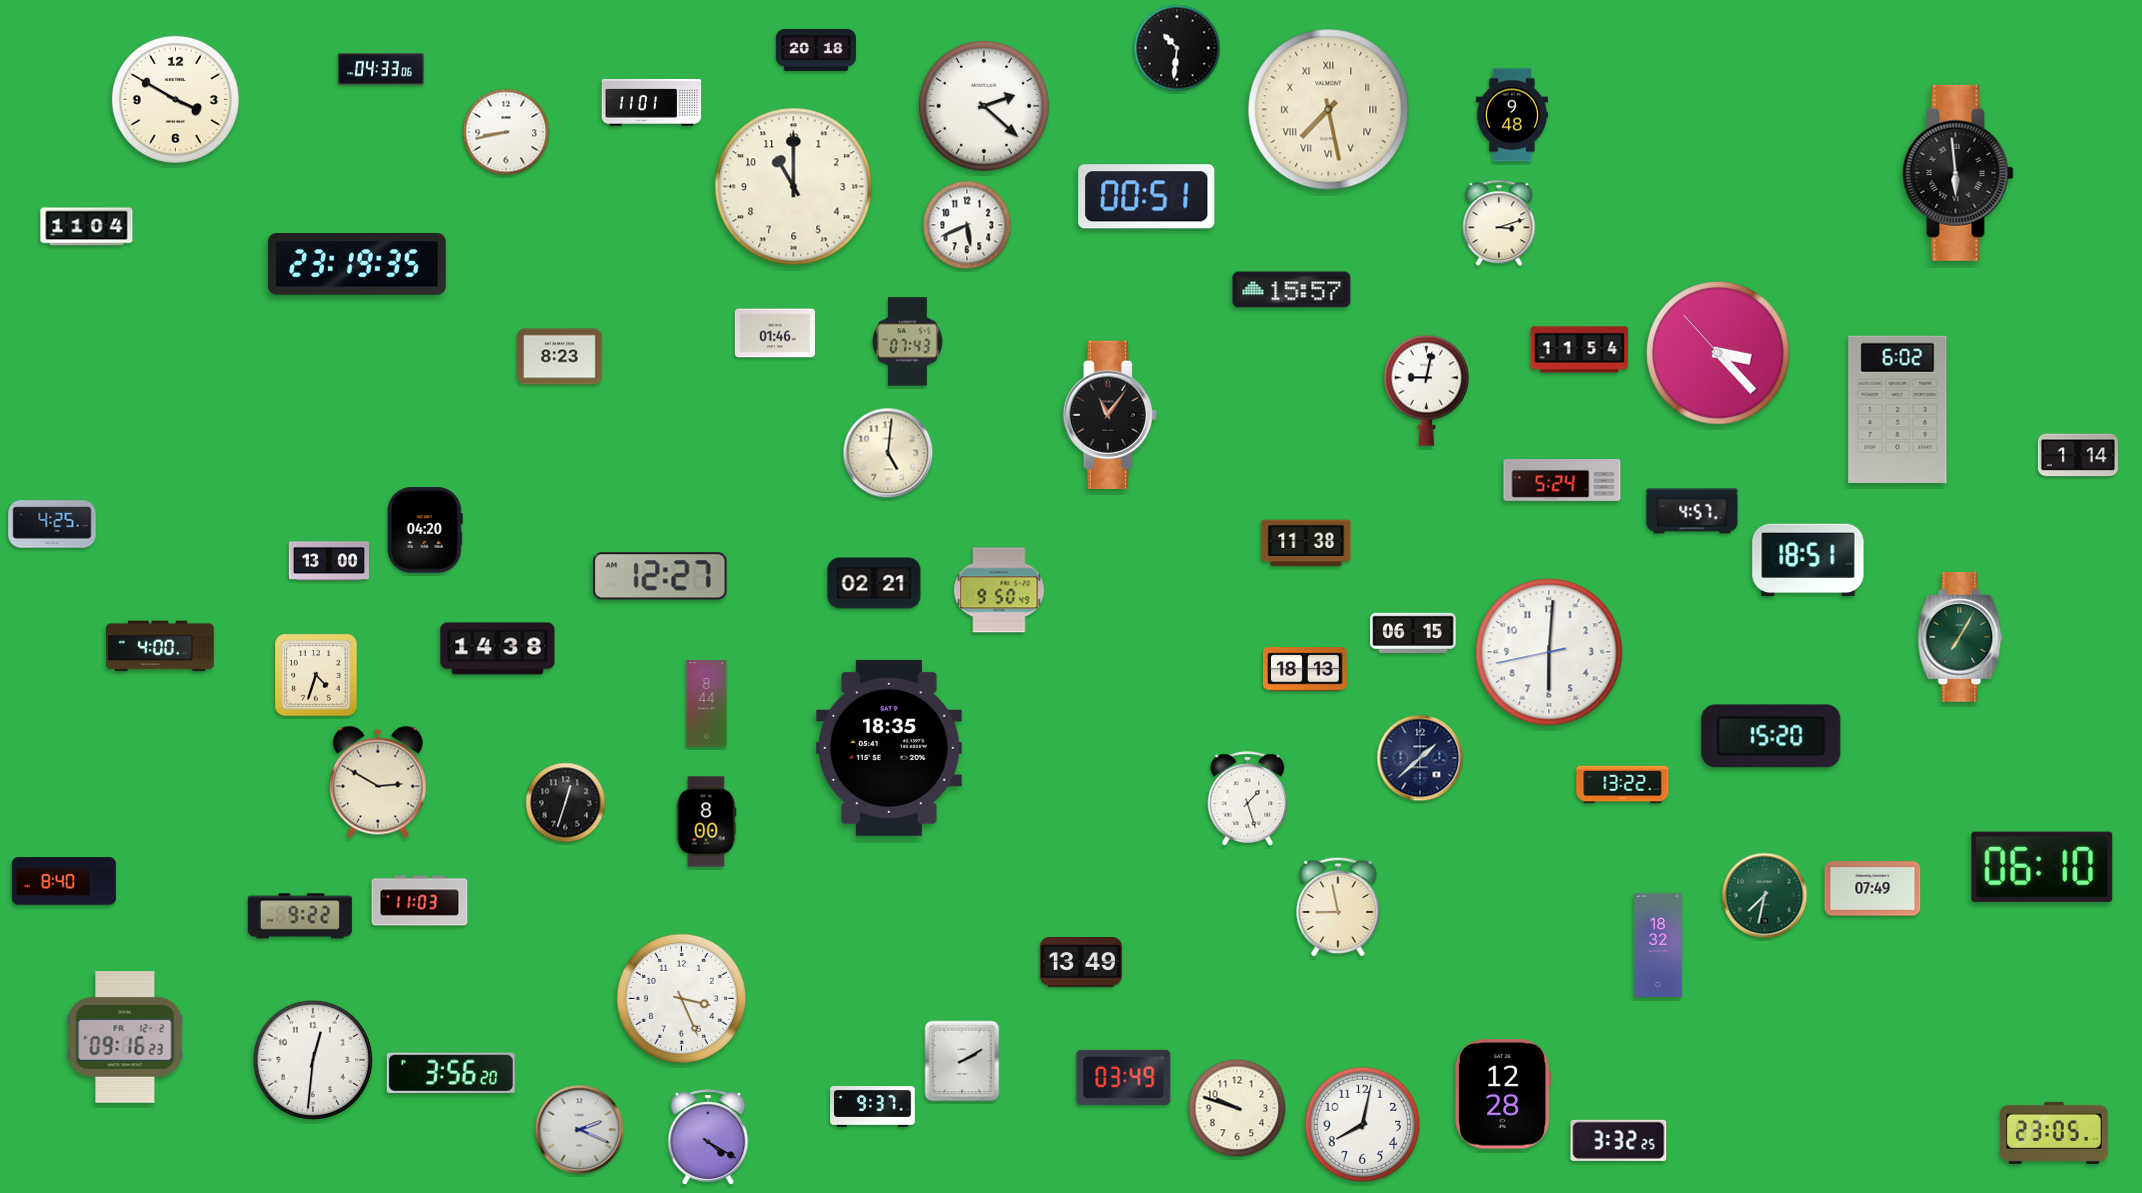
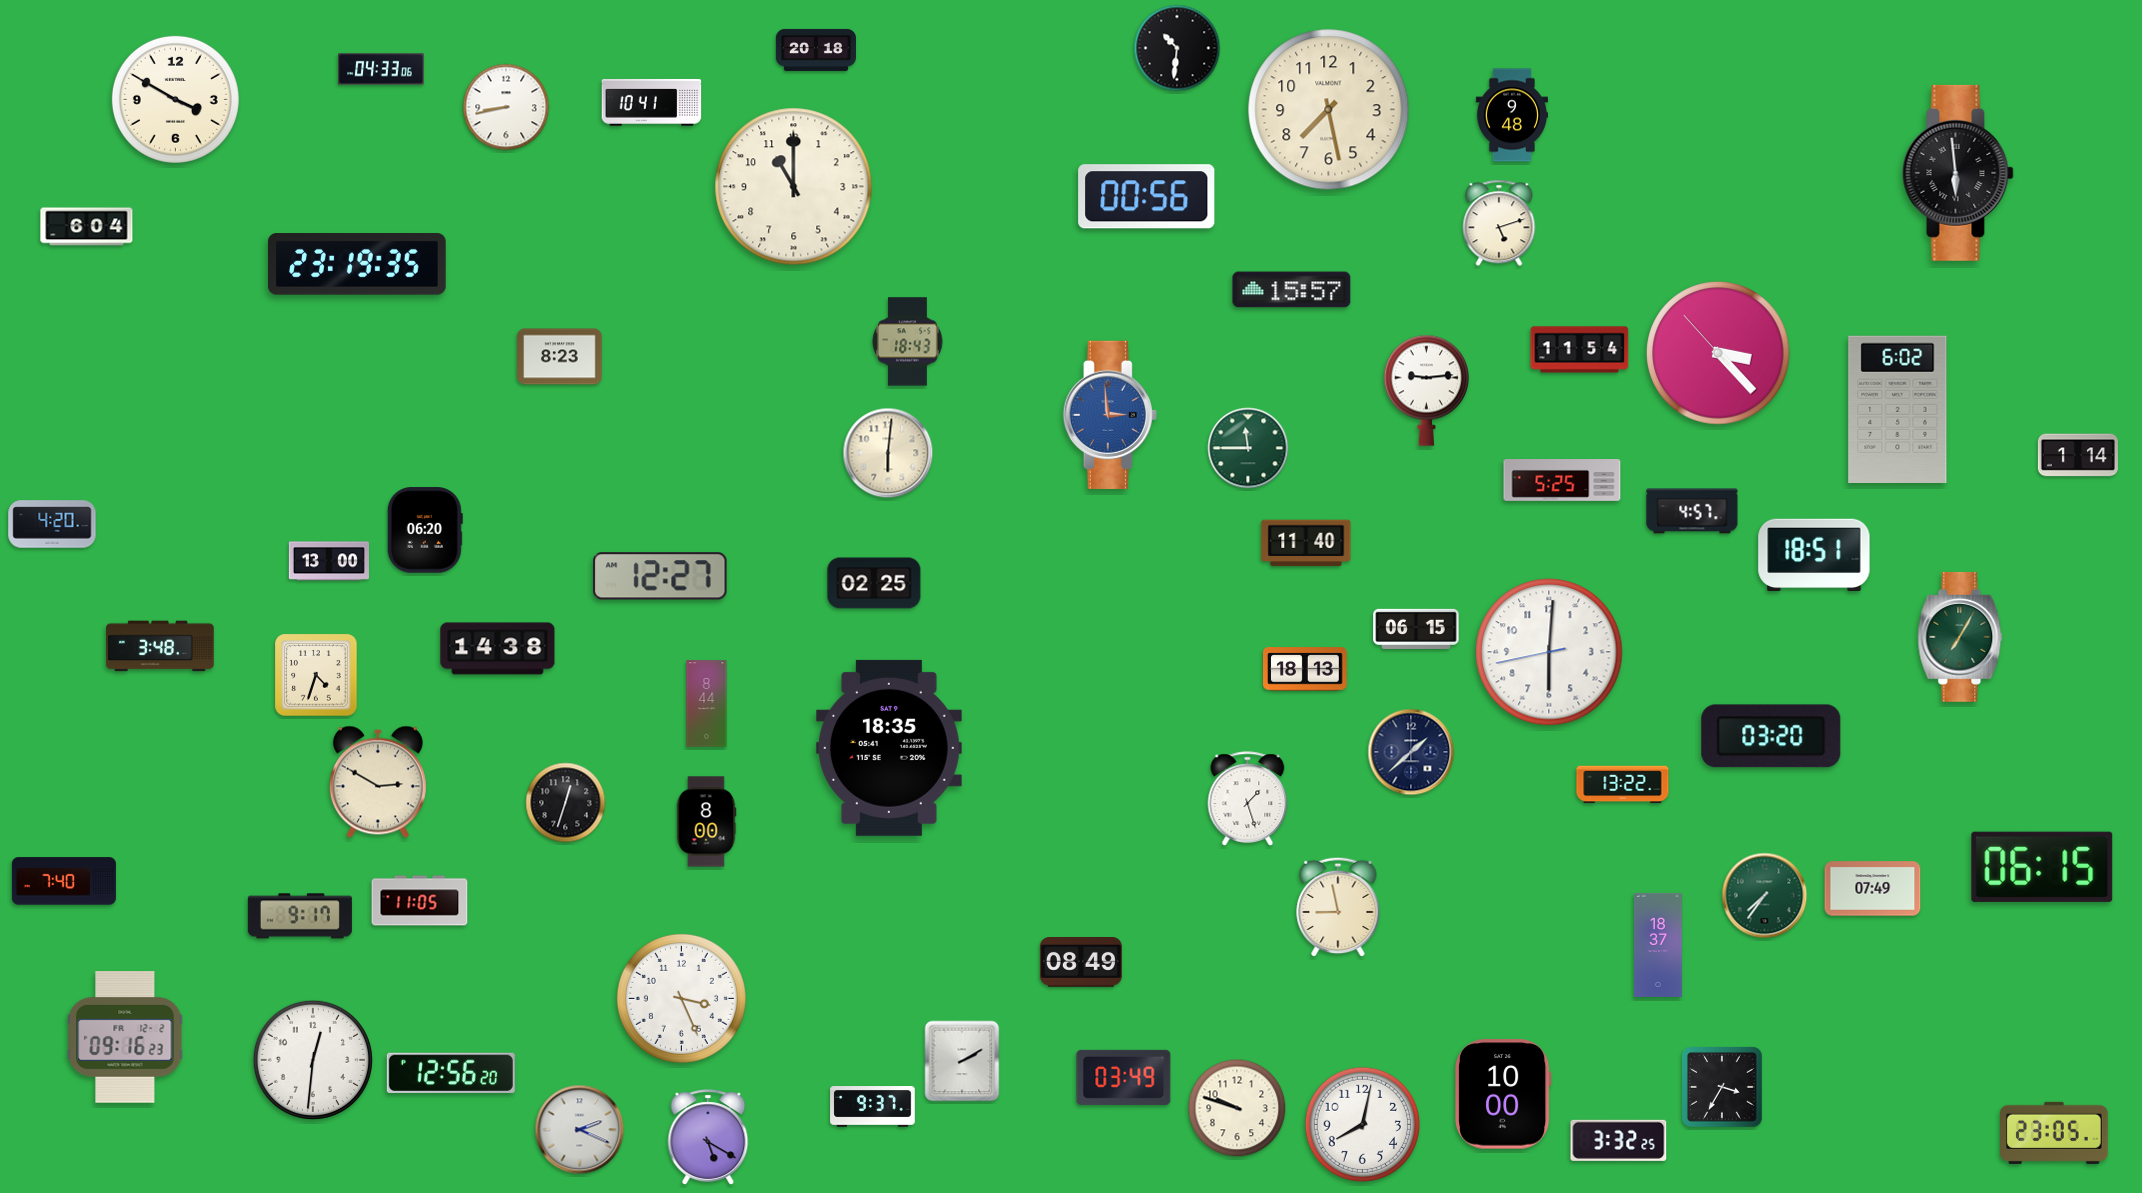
clock at (652, 102): 11:01 -> 10:41
clock at (984, 106): 2:22 -> none
clock at (1329, 110) numerals: Roman -> Arabic
clock at (506, 132) position: (506, 132) -> (506, 107)
clock at (1147, 197): 00:51 -> 00:56
clock at (1499, 223): 3:12 -> 5:12
clock at (967, 225): 5:41 -> none
clock at (87, 227): 11:04 -> 6:04
clock at (775, 333): 01:46 -> none
clock at (908, 342): 07:43 -> 18:43
clock at (1427, 390): 9:02 -> 9:14
clock at (1110, 415): 11:06 -> 2:59
clock at (1110, 415) dial: black -> blue
clock at (1248, 448): none -> 11:45
clock at (888, 453): 5:01 -> 6:01
clock at (1562, 481): 5:24 -> 5:25
clock at (52, 524): 4:25 -> 4:20
clock at (425, 530): 04:20 -> 06:20
clock at (1306, 543): 11:38 -> 11:40
clock at (1808, 560) position: (1808, 560) -> (1814, 555)
clock at (874, 583): 02:21 -> 02:25
clock at (999, 590): 9:50 -> none
clock at (1413, 633) position: (1413, 633) -> (1416, 629)
clock at (160, 646): 4:00 -> 3:48
clock at (1771, 736): 15:20 -> 03:20
clock at (1420, 758) position: (1420, 758) -> (1411, 752)
clock at (2042, 867): 06:10 -> 06:15
clock at (64, 881): 8:40 -> 7:40
clock at (1765, 896): 7:32 -> 7:36
clock at (420, 901): 11:03 -> 11:05
clock at (300, 916): 9:22 -> 9:17
clock at (1659, 945): 18:32 -> 18:37
clock at (1081, 963): 13:49 -> 08:49
clock at (451, 1073): 3:56 -> 12:56
clock at (1723, 1088): none -> 3:35
clock at (1503, 1094): 12:28 -> 10:00
clock at (708, 1137): 4:20 -> 5:20
